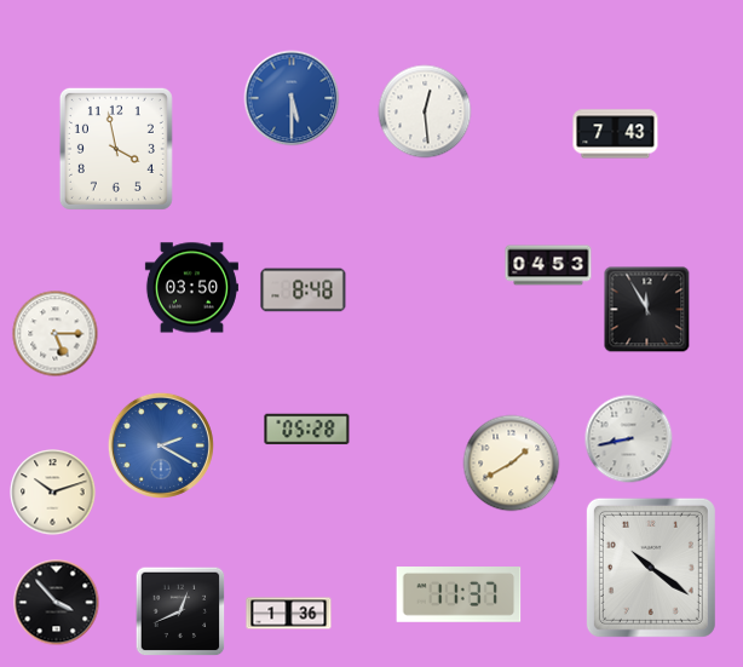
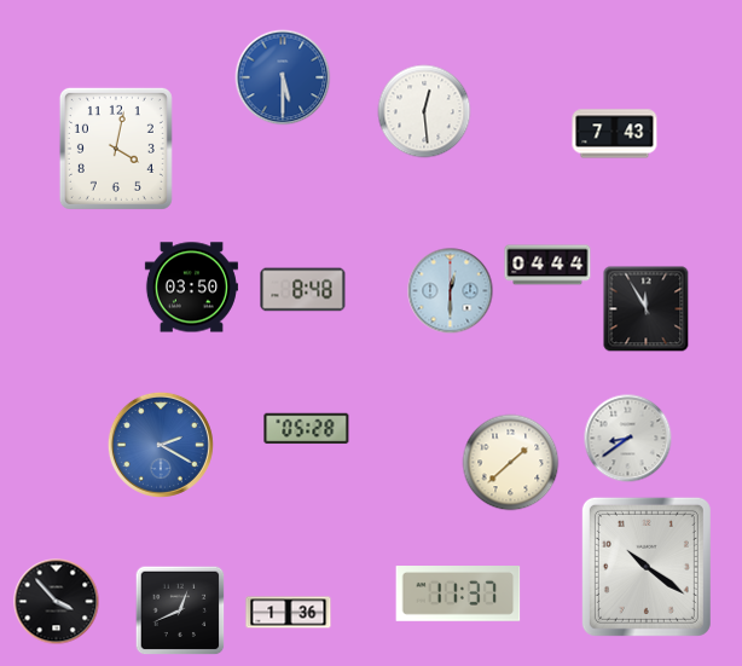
clock at (292, 98) position: (292, 98) -> (283, 77)
clock at (116, 149): 3:58 -> 4:02
clock at (548, 265): 04:53 -> 04:44
clock at (451, 291): none -> 12:30
clock at (56, 334): 5:15 -> none
clock at (629, 439): 8:43 -> 8:39
clock at (512, 464): 1:40 -> 1:38
clock at (53, 493): 10:12 -> none
clock at (651, 568) position: (651, 568) -> (647, 567)
